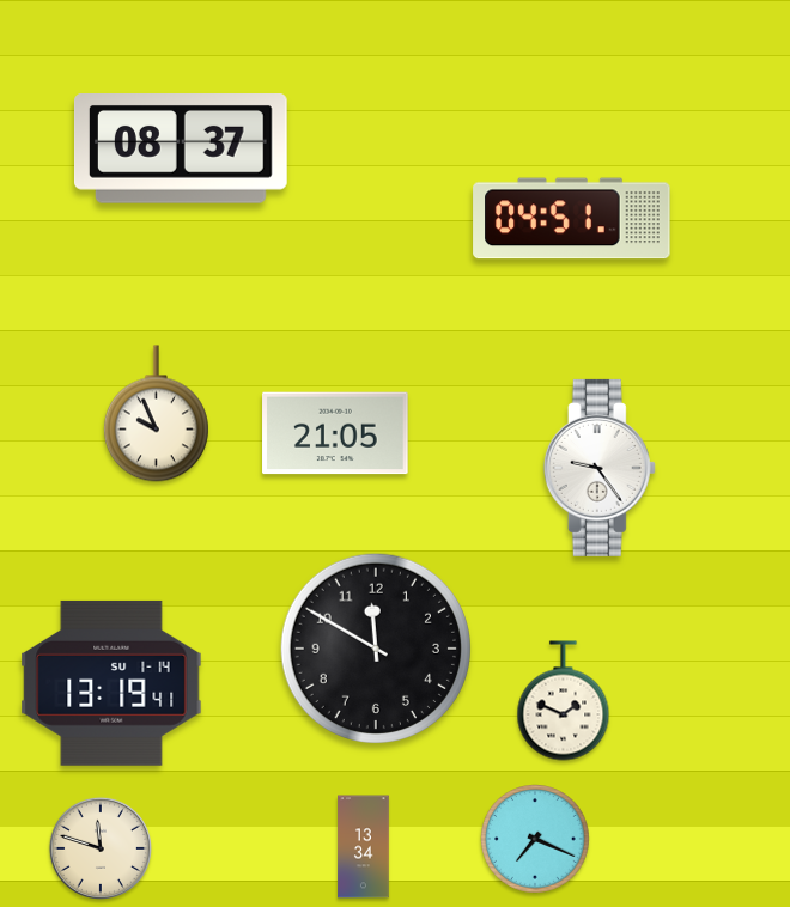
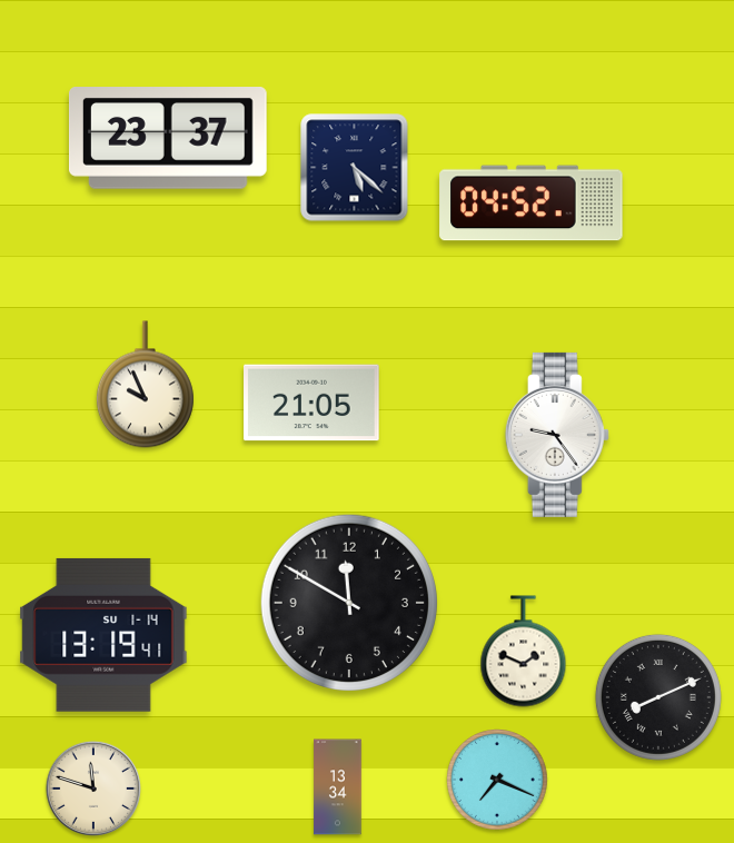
clock at (182, 150): 08:37 -> 23:37
clock at (355, 168): none -> 5:22
clock at (572, 219): 04:51 -> 04:52
clock at (658, 697): none -> 8:11
